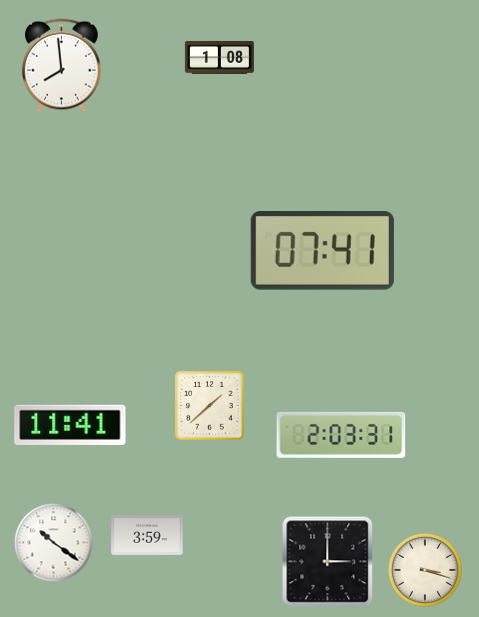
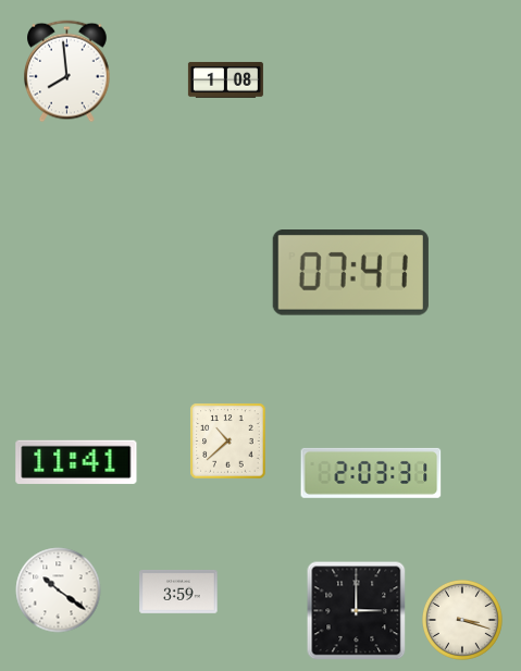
clock at (219, 57) position: (219, 57) -> (225, 79)
clock at (210, 406): 1:38 -> 10:38
clock at (147, 535) position: (147, 535) -> (178, 592)
